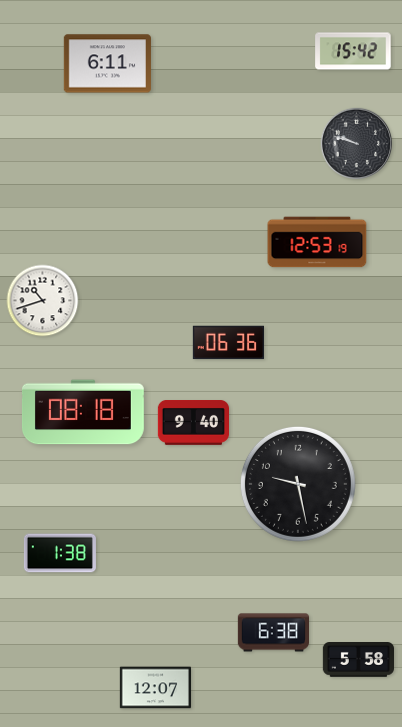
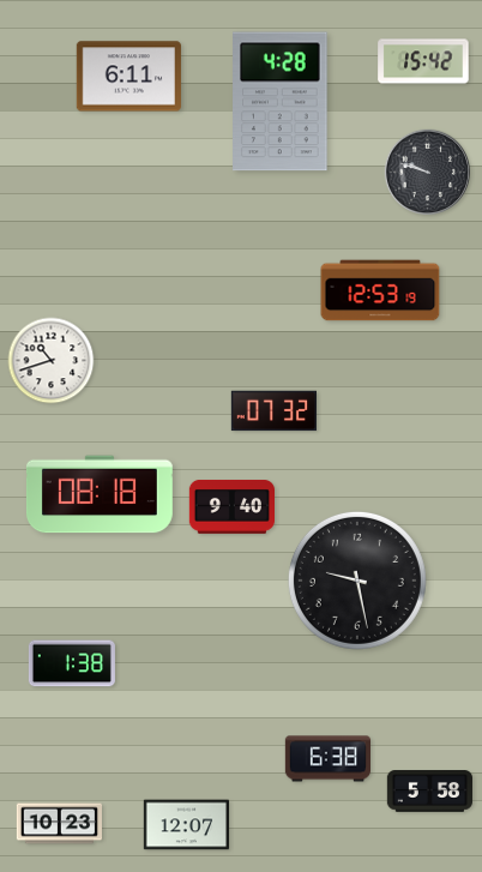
clock at (281, 102): none -> 4:28
clock at (228, 343): 06:36 -> 07:32
clock at (59, 824): none -> 10:23
